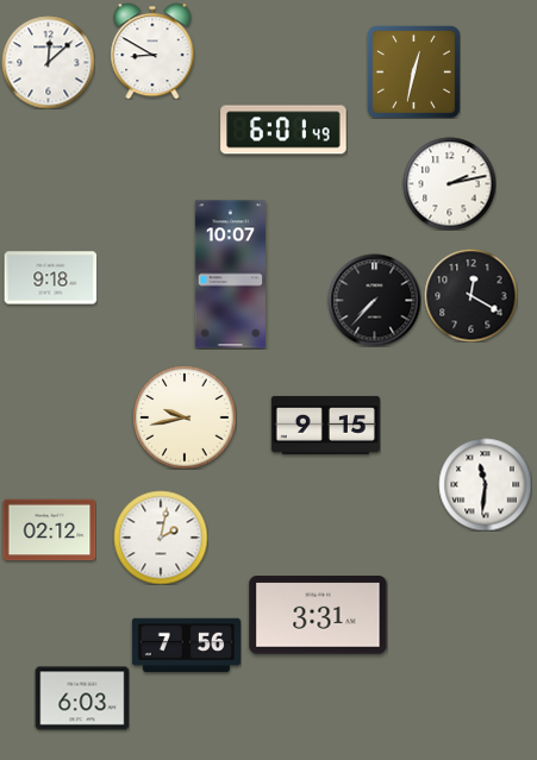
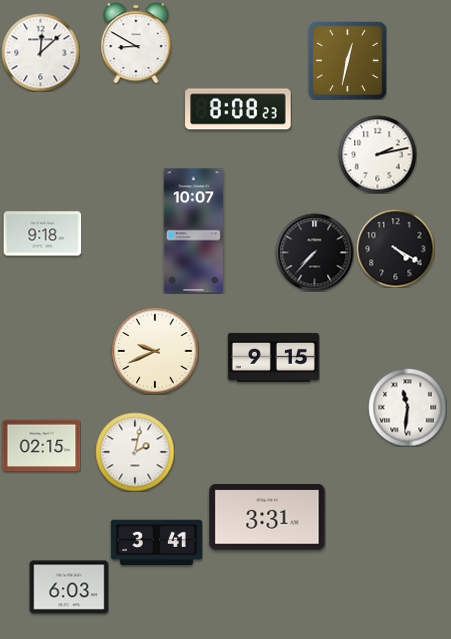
clock at (152, 51) position: (152, 51) -> (136, 43)
clock at (283, 130): 6:01 -> 8:08
clock at (470, 295): 12:20 -> 4:20
clock at (185, 417): 9:43 -> 9:41
clock at (49, 530): 02:12 -> 02:15
clock at (186, 646): 7:56 -> 3:41
